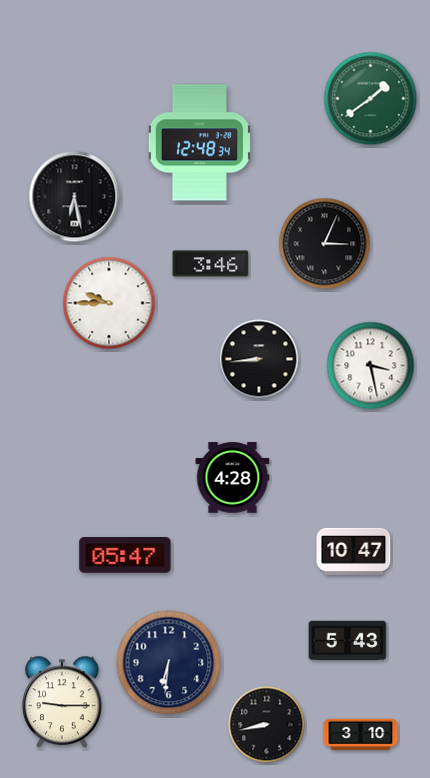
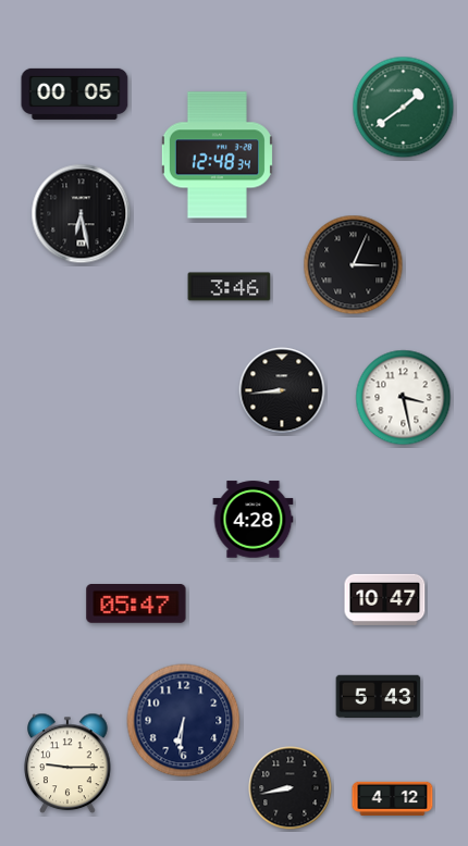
clock at (75, 94): none -> 00:05
clock at (109, 303): 9:45 -> none
clock at (361, 734): 3:10 -> 4:12
